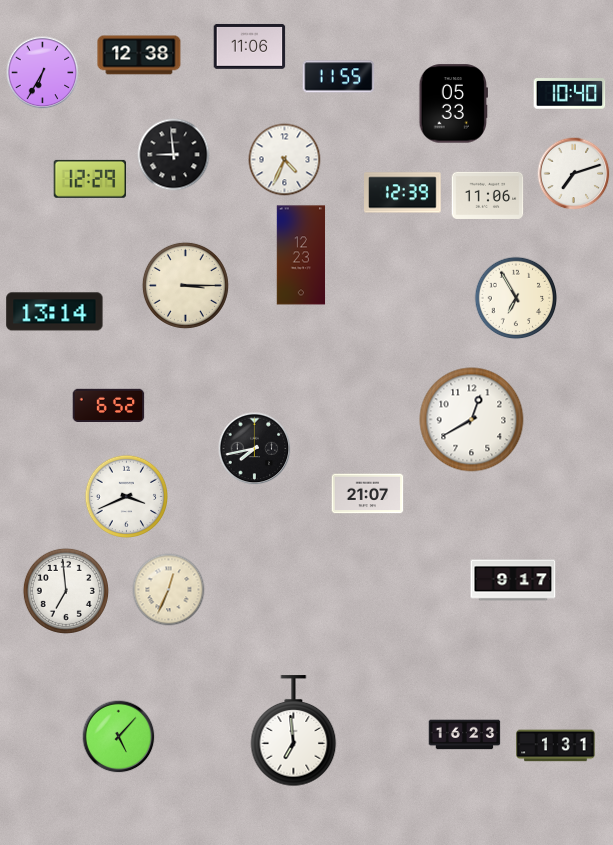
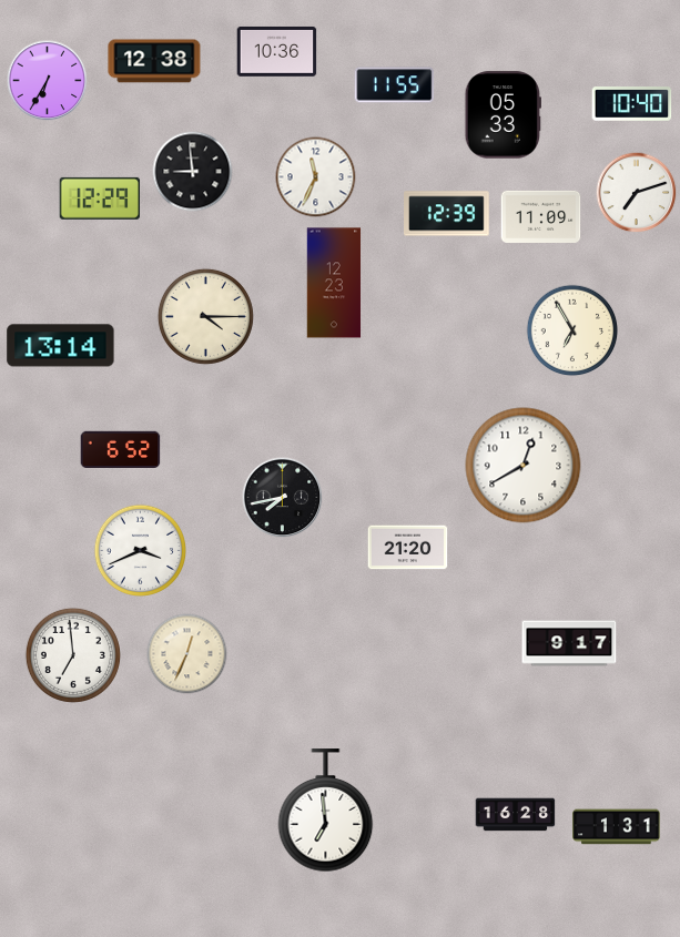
clock at (250, 46): 11:06 -> 10:36
clock at (339, 77) position: (339, 77) -> (395, 85)
clock at (285, 160): 4:34 -> 11:34
clock at (488, 195): 11:06 -> 11:09
clock at (185, 285): 3:15 -> 4:15
clock at (368, 494): 21:07 -> 21:20
clock at (465, 735): 16:23 -> 16:28
clock at (119, 737): 5:07 -> none
